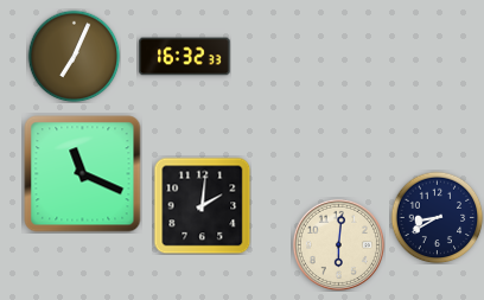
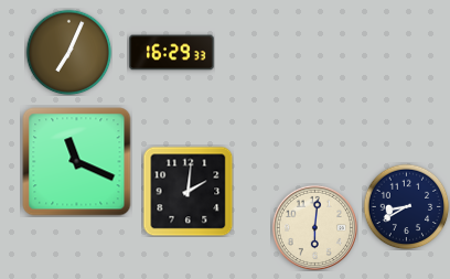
clock at (185, 57): 16:32 -> 16:29
clock at (437, 217) position: (437, 217) -> (406, 206)
